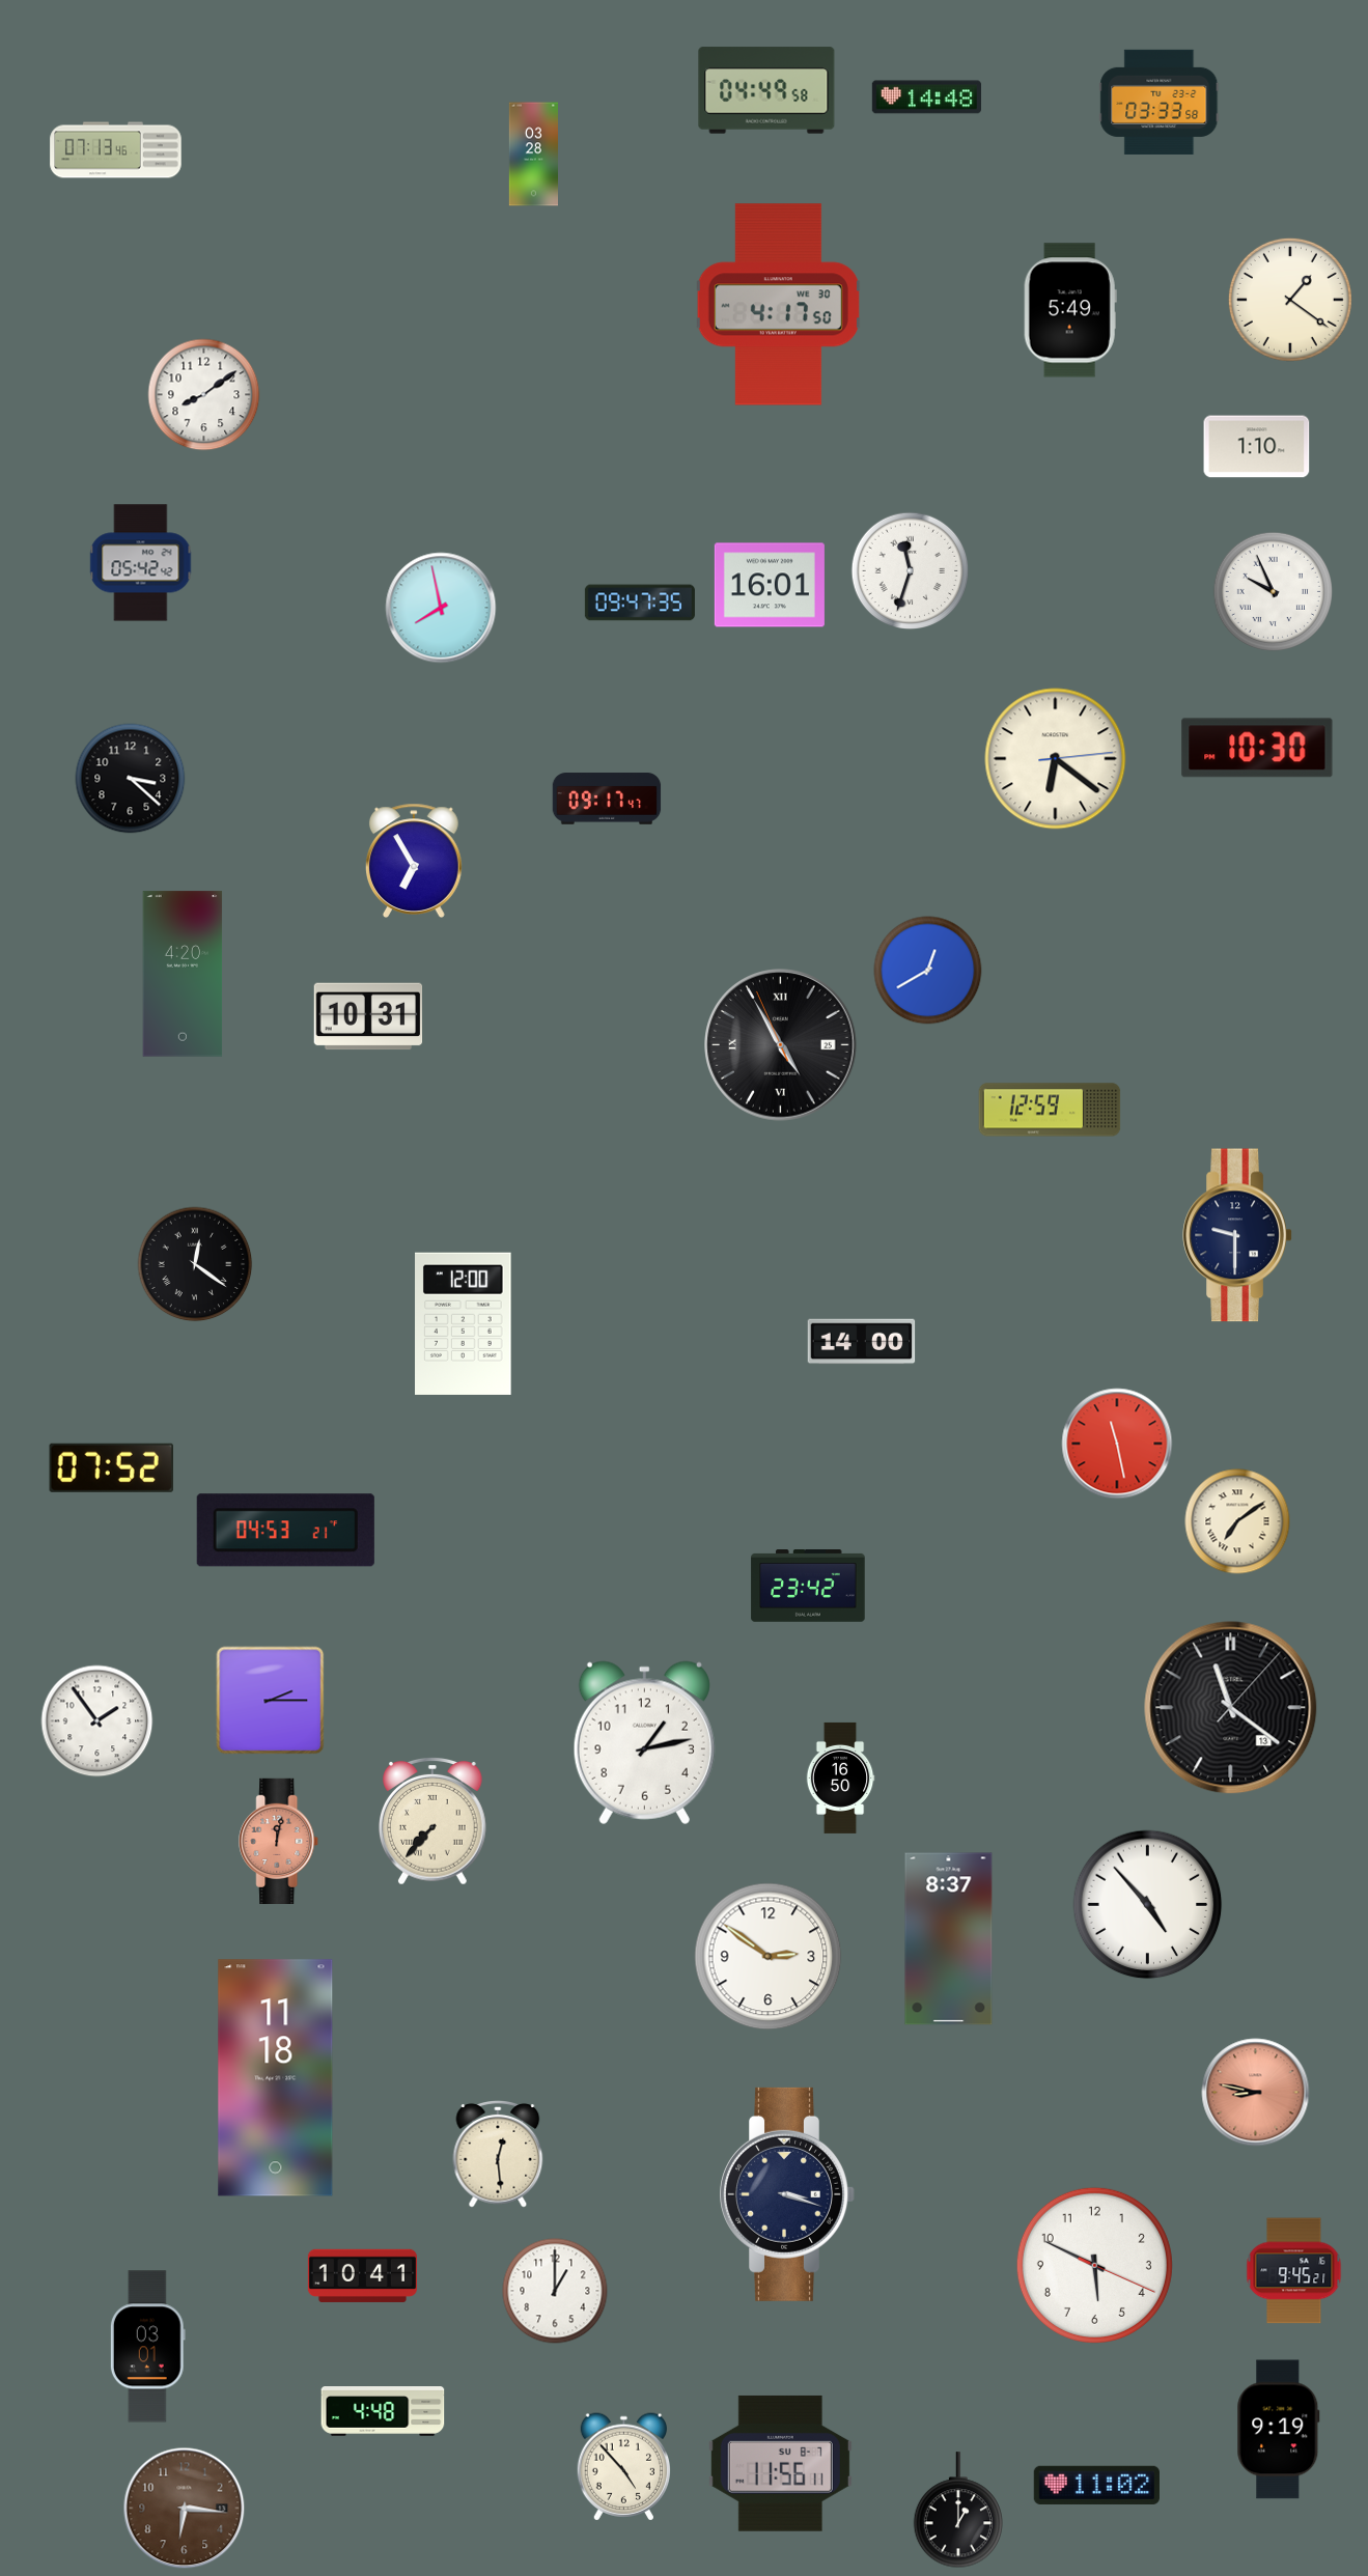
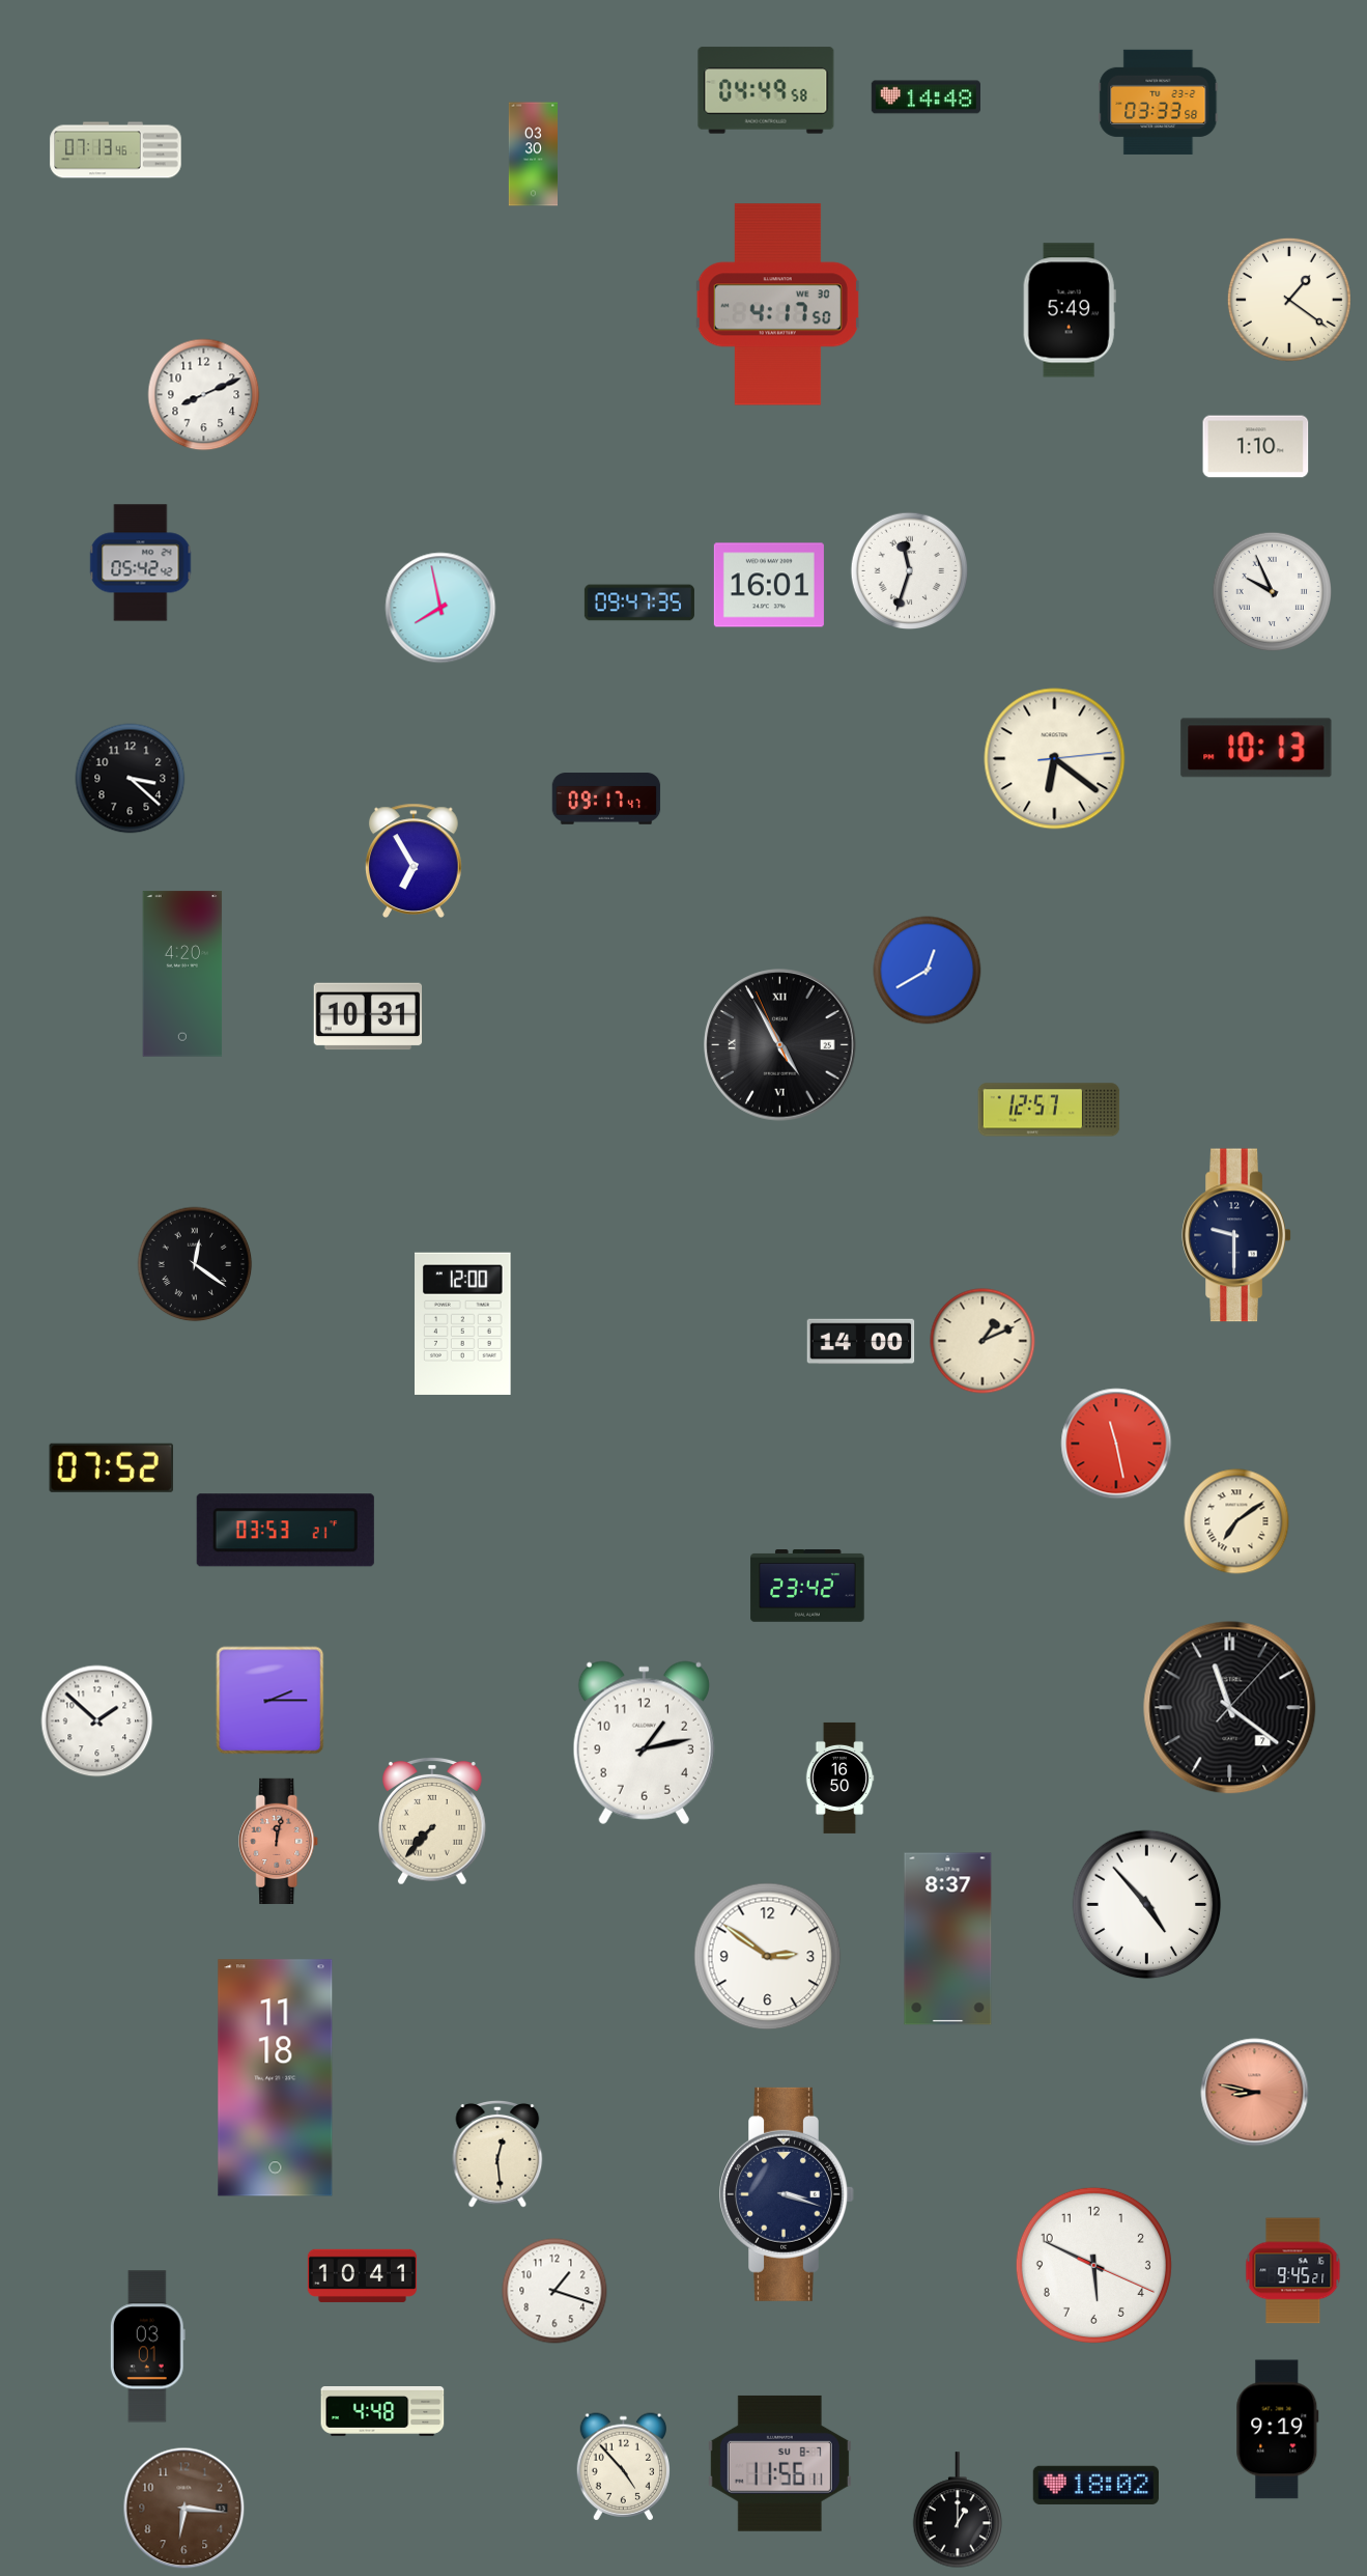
clock at (533, 155): 03:28 -> 03:30
clock at (204, 395): 8:09 -> 8:11
clock at (1257, 748): 10:30 -> 10:13
clock at (1050, 1110): 12:59 -> 12:57
clock at (982, 1341): none -> 1:11
clock at (285, 1531): 04:53 -> 03:53
clock at (1231, 1708) date: 13 -> 7
clock at (97, 1721): 1:54 -> 1:52
clock at (555, 2291): 1:00 -> 1:18
clock at (1096, 2485): 11:02 -> 18:02
